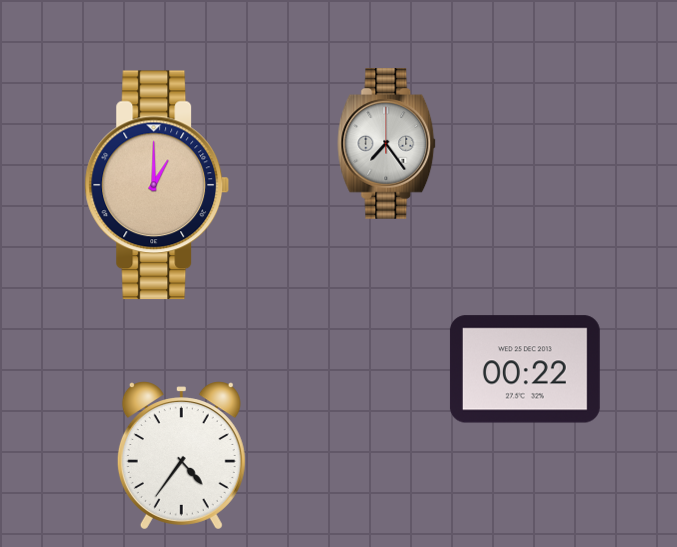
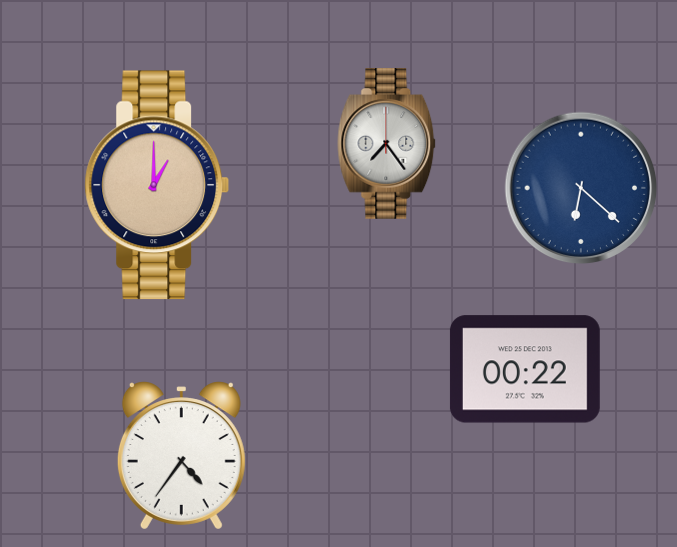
clock at (581, 188): none -> 6:22
